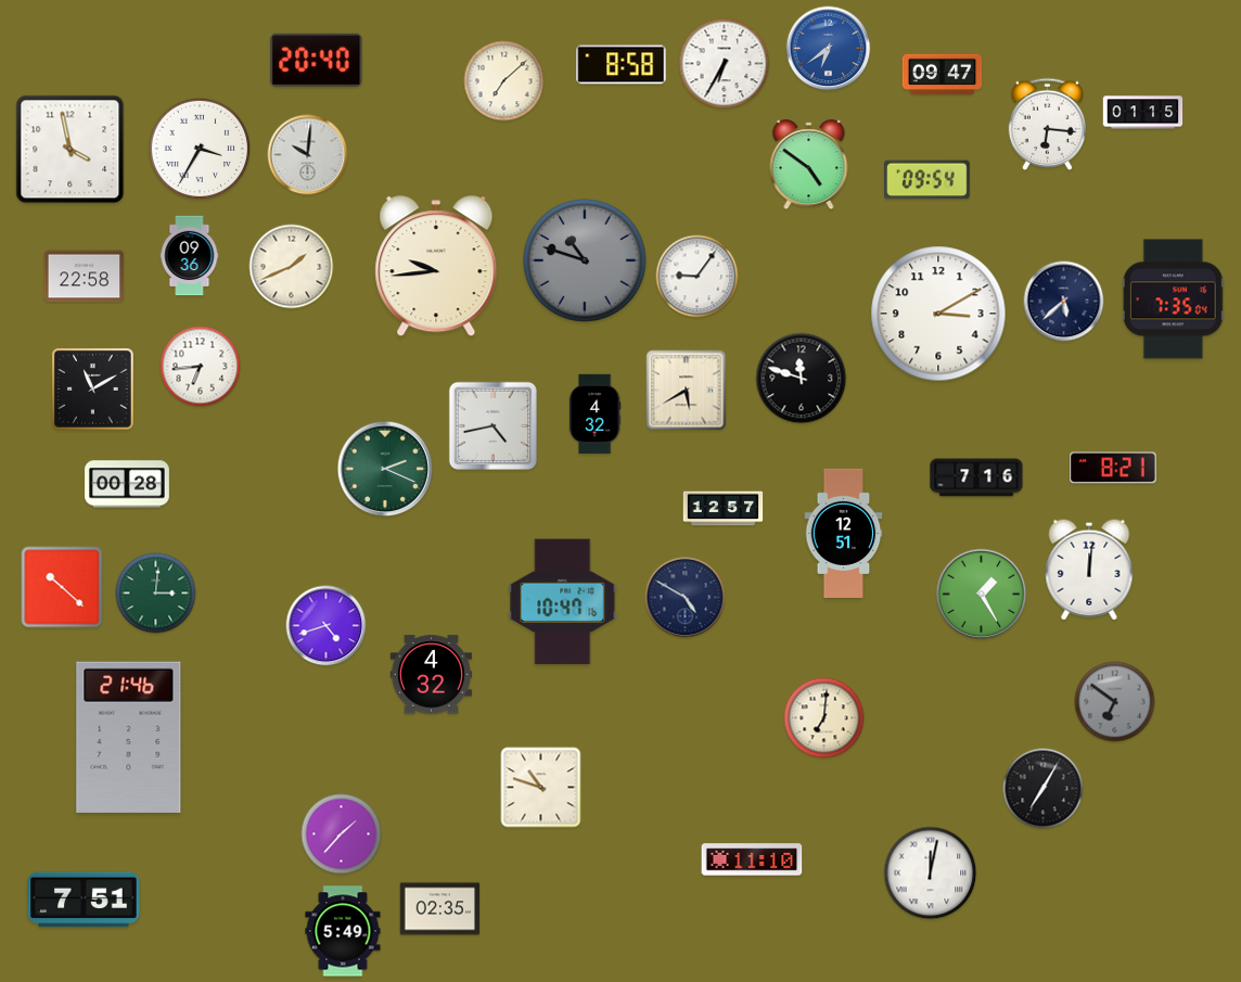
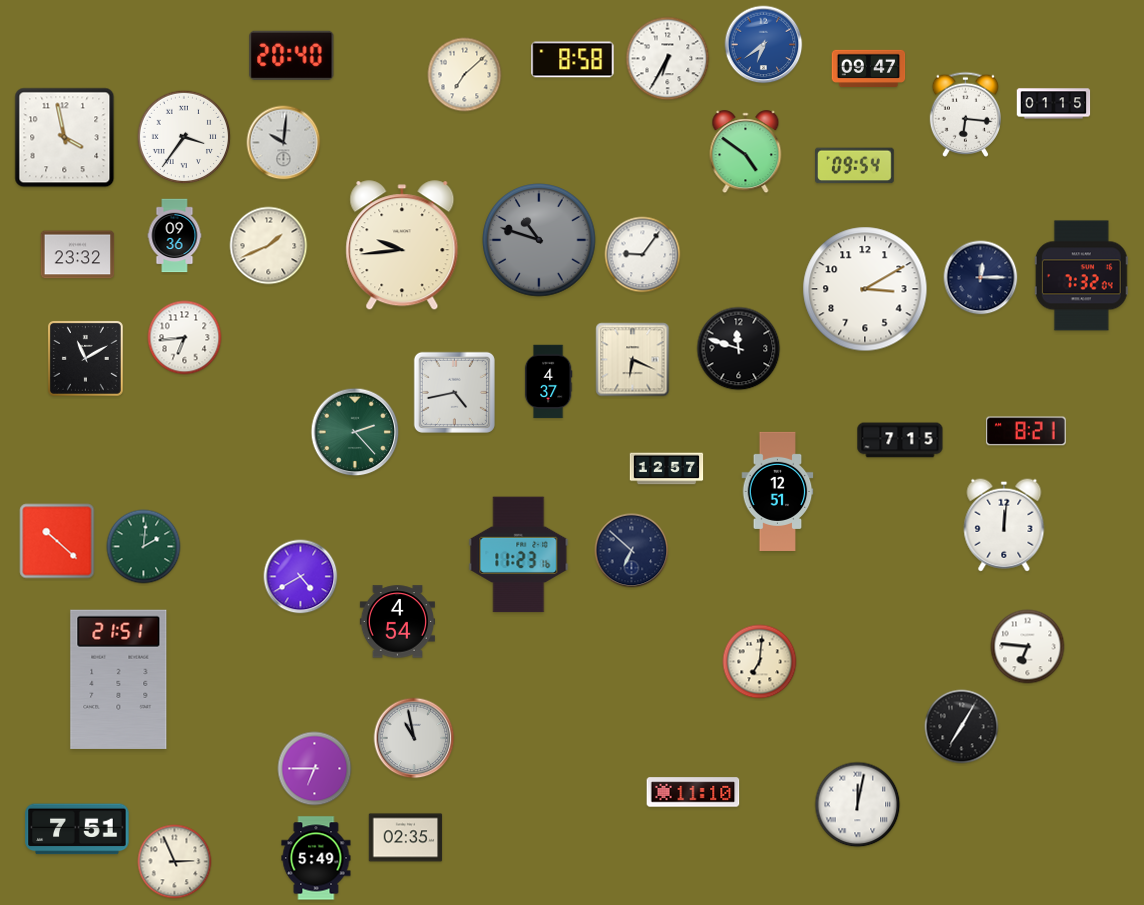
clock at (200, 149): 3:35 -> 3:36
clock at (85, 277): 22:58 -> 23:32
clock at (1173, 299): 7:35 -> 7:32
clock at (1064, 302): 5:38 -> 12:15
clock at (687, 391): 5:40 -> 6:19
clock at (594, 415): 4:32 -> 4:37
clock at (385, 469): 2:19 -> 2:23
clock at (976, 477): 7:16 -> 7:15
clock at (128, 484): 00:28 -> none
clock at (156, 594): 3:01 -> 2:01
clock at (982, 595): 1:25 -> none
clock at (686, 598): 4:50 -> 6:52
clock at (563, 602): 10:47 -> 11:23
clock at (327, 626): 4:42 -> 4:40
clock at (431, 675): 4:32 -> 4:54
clock at (1115, 702): 6:51 -> 6:46
clock at (1115, 702) dial: grey -> white
clock at (129, 737): 21:46 -> 21:51
clock at (541, 788): 10:48 -> none
clock at (414, 738): none -> 10:58
clock at (342, 834): 1:37 -> 6:45
clock at (175, 862): none -> 2:56
